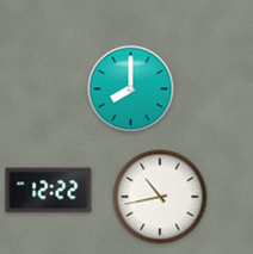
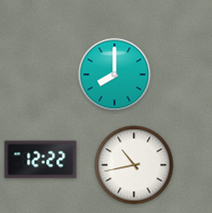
clock at (131, 89) position: (131, 89) -> (115, 75)
